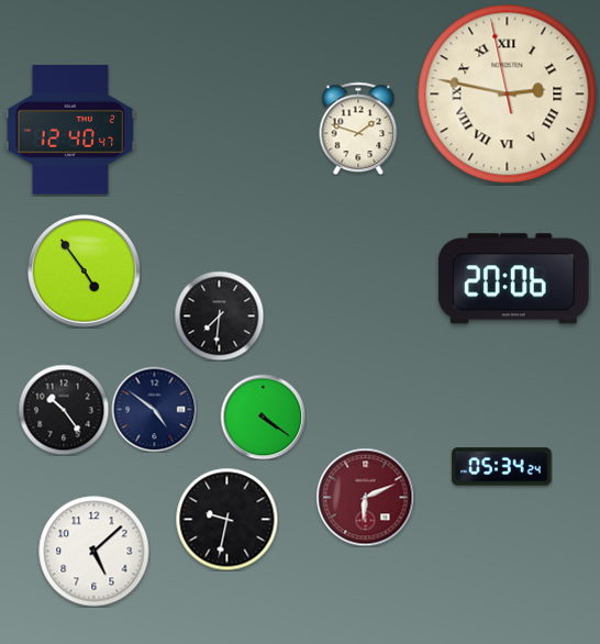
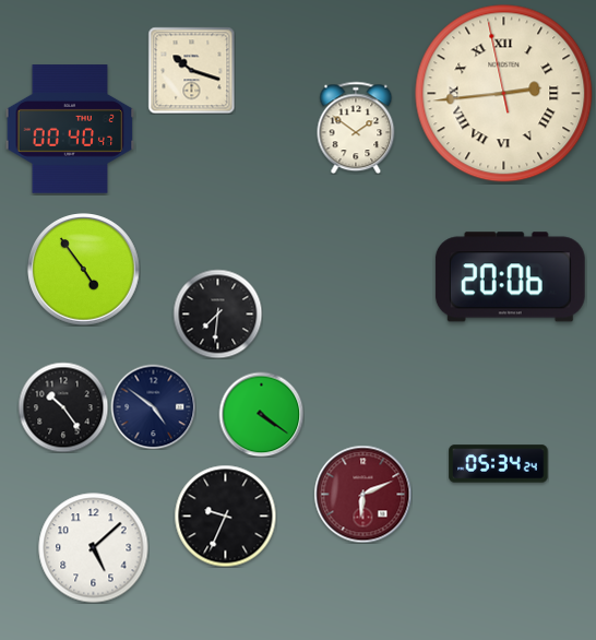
clock at (191, 70): none -> 10:18
clock at (508, 95): 2:46 -> 2:43
clock at (358, 129): 1:48 -> 1:51
clock at (70, 130): 12:40 -> 00:40
clock at (226, 519): 9:32 -> 9:34
